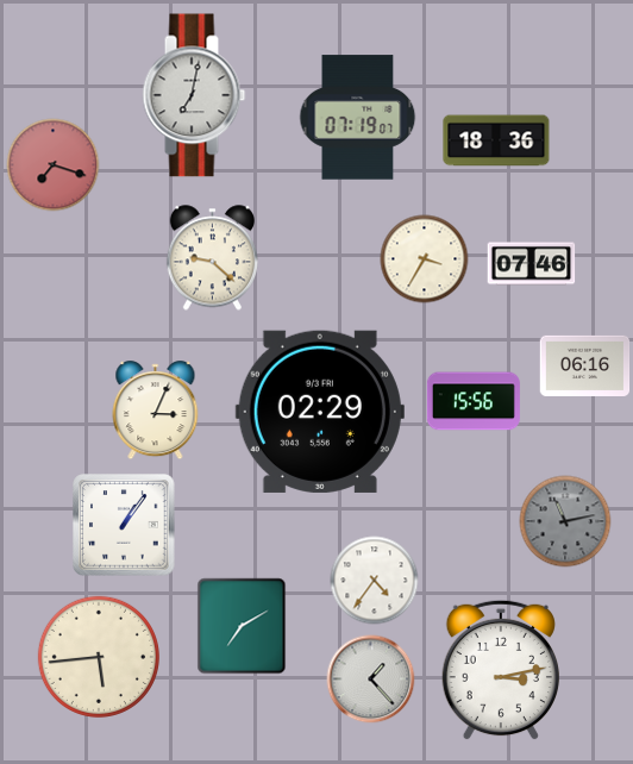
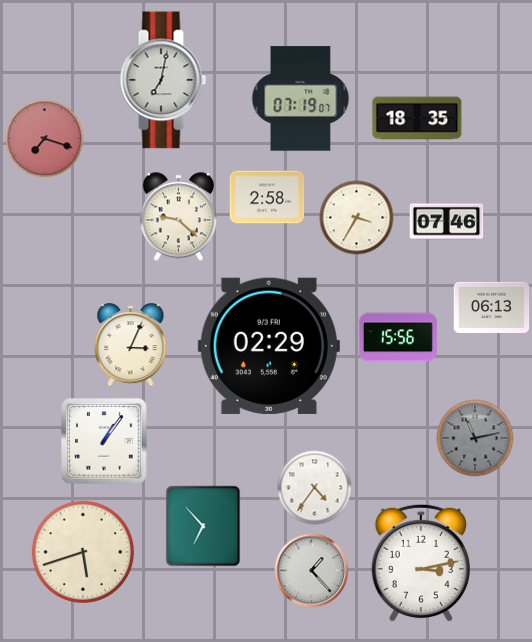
clock at (496, 140): 18:36 -> 18:35
clock at (267, 197): none -> 2:58
clock at (585, 365): 06:16 -> 06:13
clock at (242, 626): 7:10 -> 6:53
clock at (99, 657): 5:44 -> 5:42
